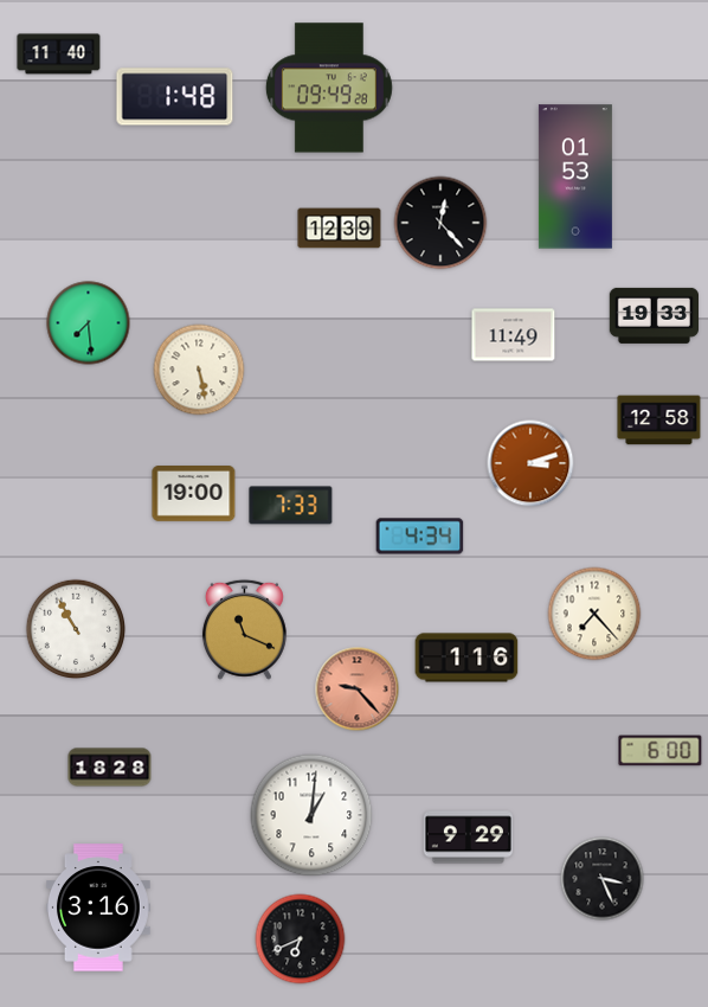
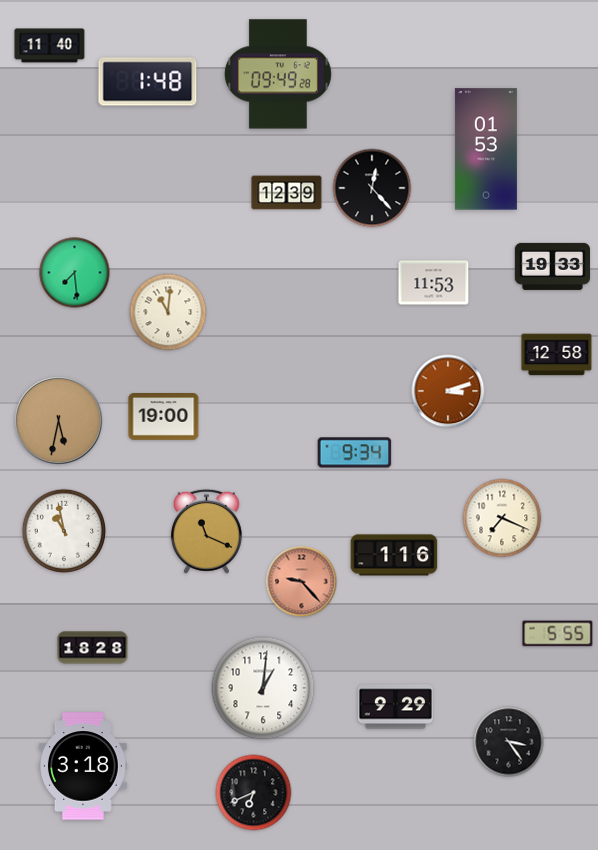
clock at (514, 335): 11:49 -> 11:53
clock at (199, 370): 5:28 -> 11:01
clock at (59, 421): none -> 5:32
clock at (291, 506): 7:33 -> none
clock at (420, 537): 4:34 -> 9:34
clock at (594, 614): 7:23 -> 7:19
clock at (76, 629): 10:55 -> 10:58
clock at (661, 751): 6:00 -> 5:55
clock at (603, 879): 3:26 -> 3:24
clock at (98, 907): 3:16 -> 3:18
